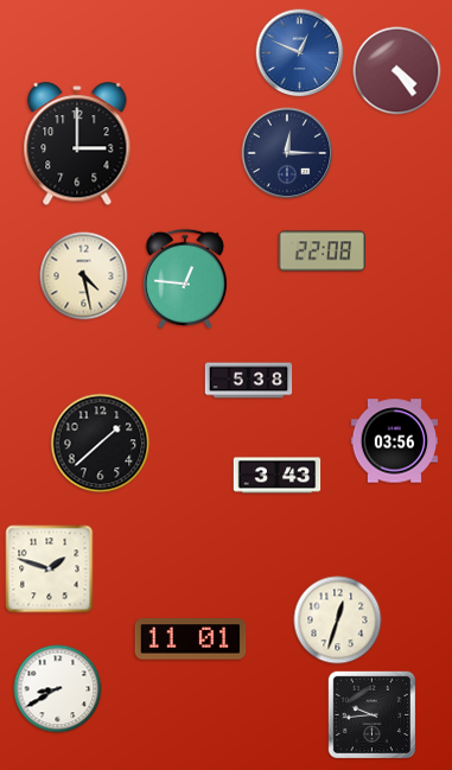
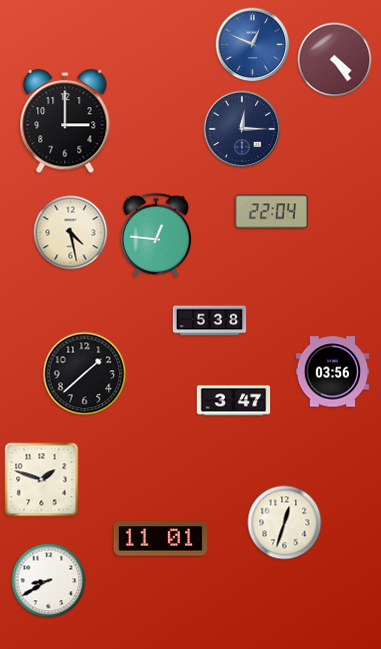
clock at (323, 252): 22:08 -> 22:04
clock at (278, 476): 3:43 -> 3:47
clock at (371, 714): 9:44 -> none
